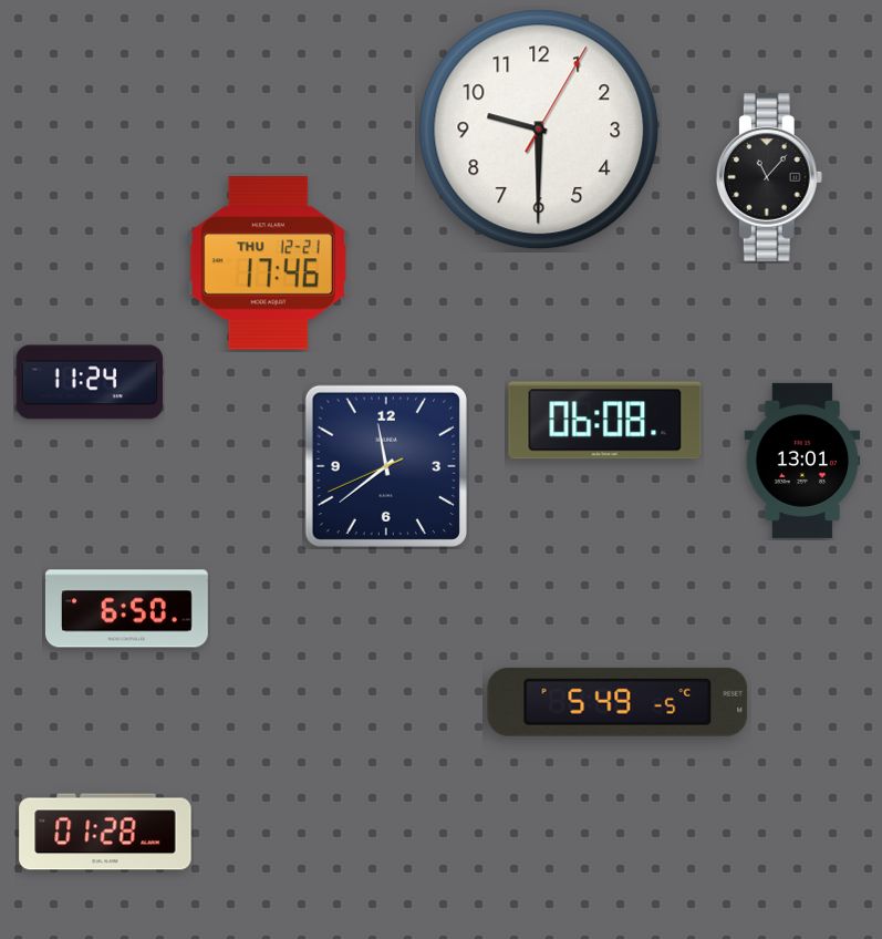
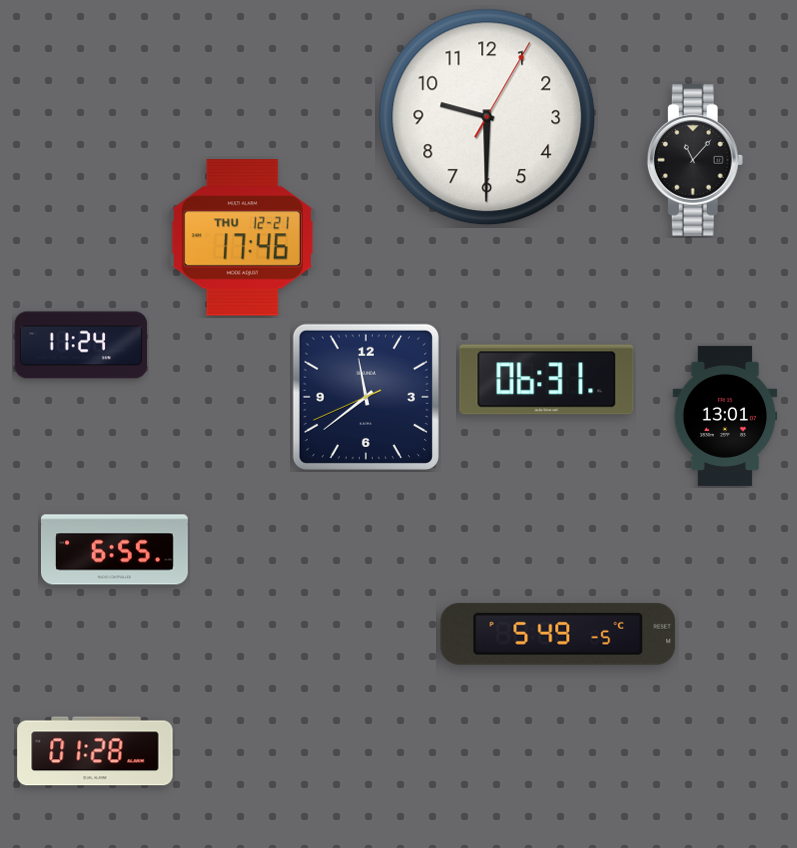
clock at (605, 421): 06:08 -> 06:31
clock at (386, 466) position: (386, 466) -> (366, 397)
clock at (126, 609): 6:50 -> 6:55
